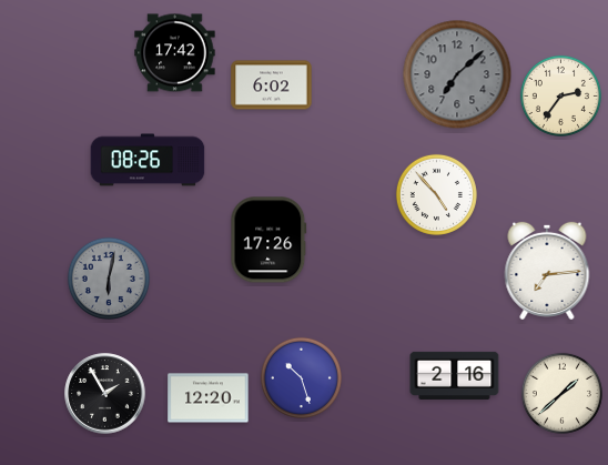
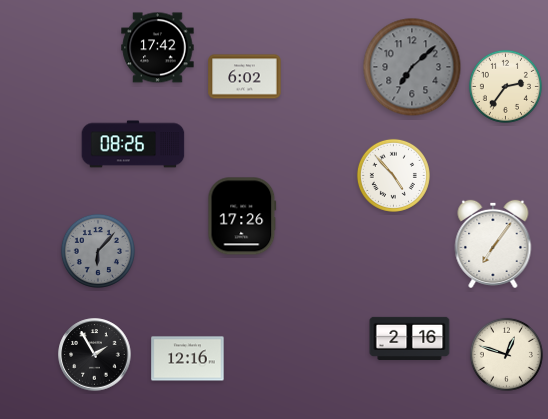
clock at (547, 271): 7:14 -> 7:06
clock at (109, 279): 6:02 -> 6:07
clock at (301, 377): 10:27 -> none
clock at (561, 393): 1:38 -> 12:48
clock at (209, 398): 12:20 -> 12:16
